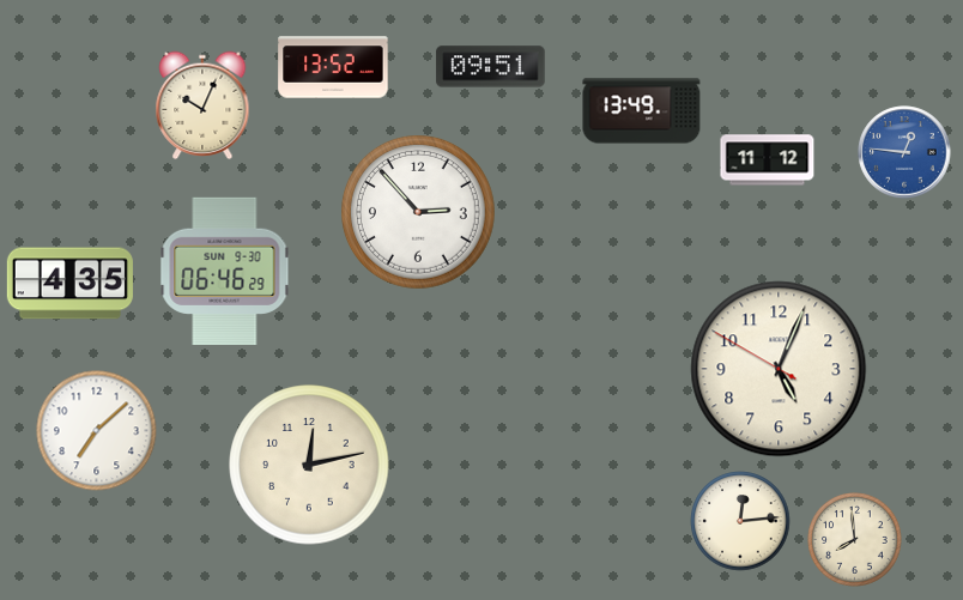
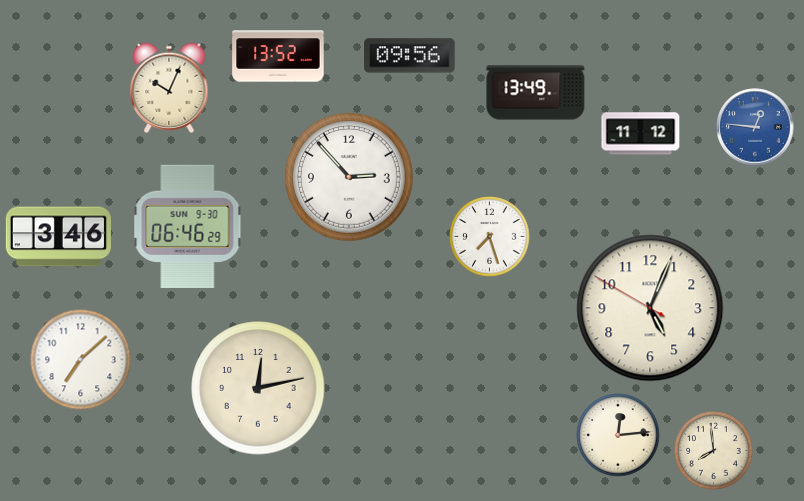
clock at (491, 67): 09:51 -> 09:56
clock at (69, 284): 4:35 -> 3:46
clock at (490, 237): none -> 7:27
